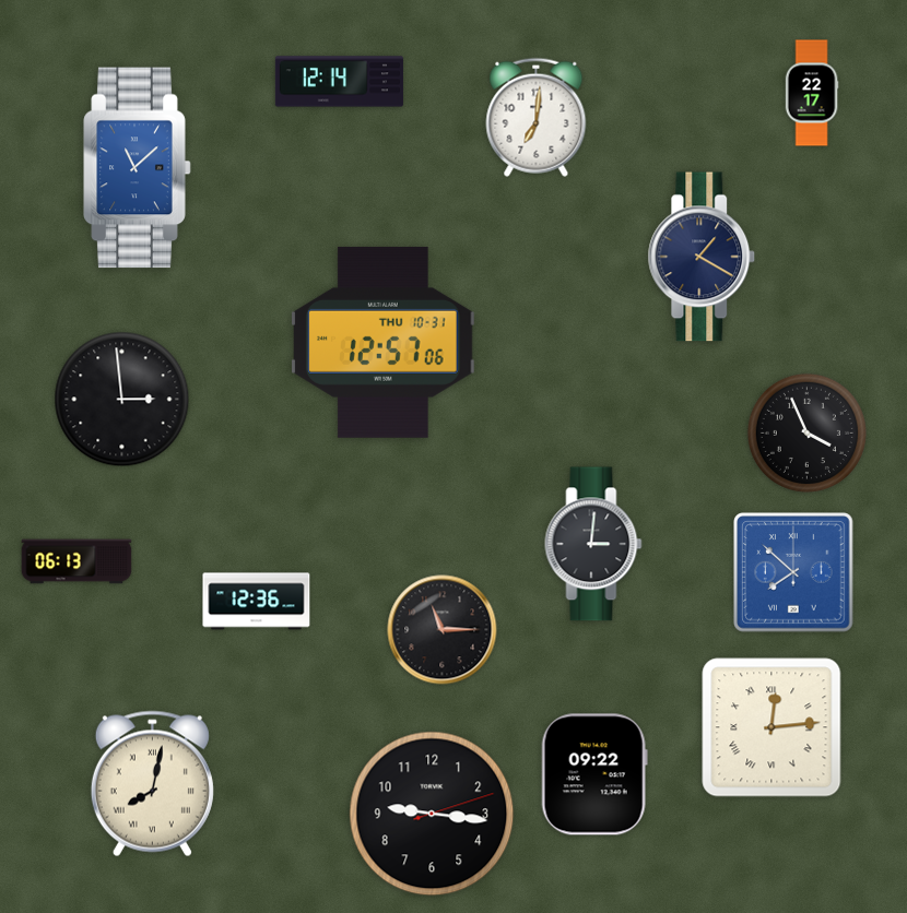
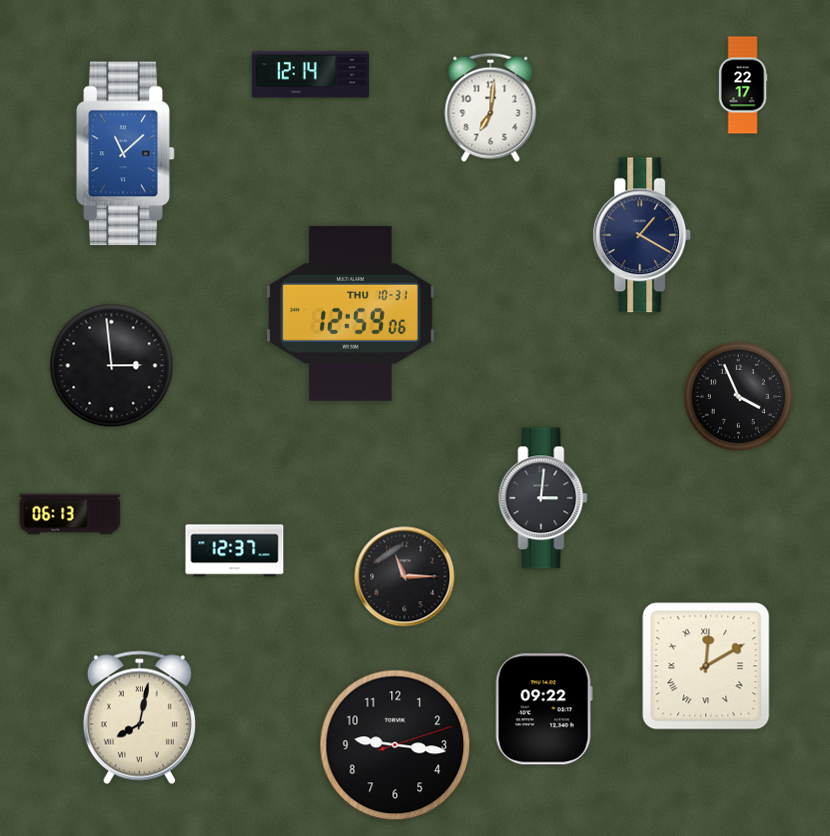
clock at (384, 342): 12:57 -> 12:59
clock at (793, 572): 7:52 -> none
clock at (257, 602): 12:36 -> 12:37
clock at (771, 727): 12:14 -> 12:10
